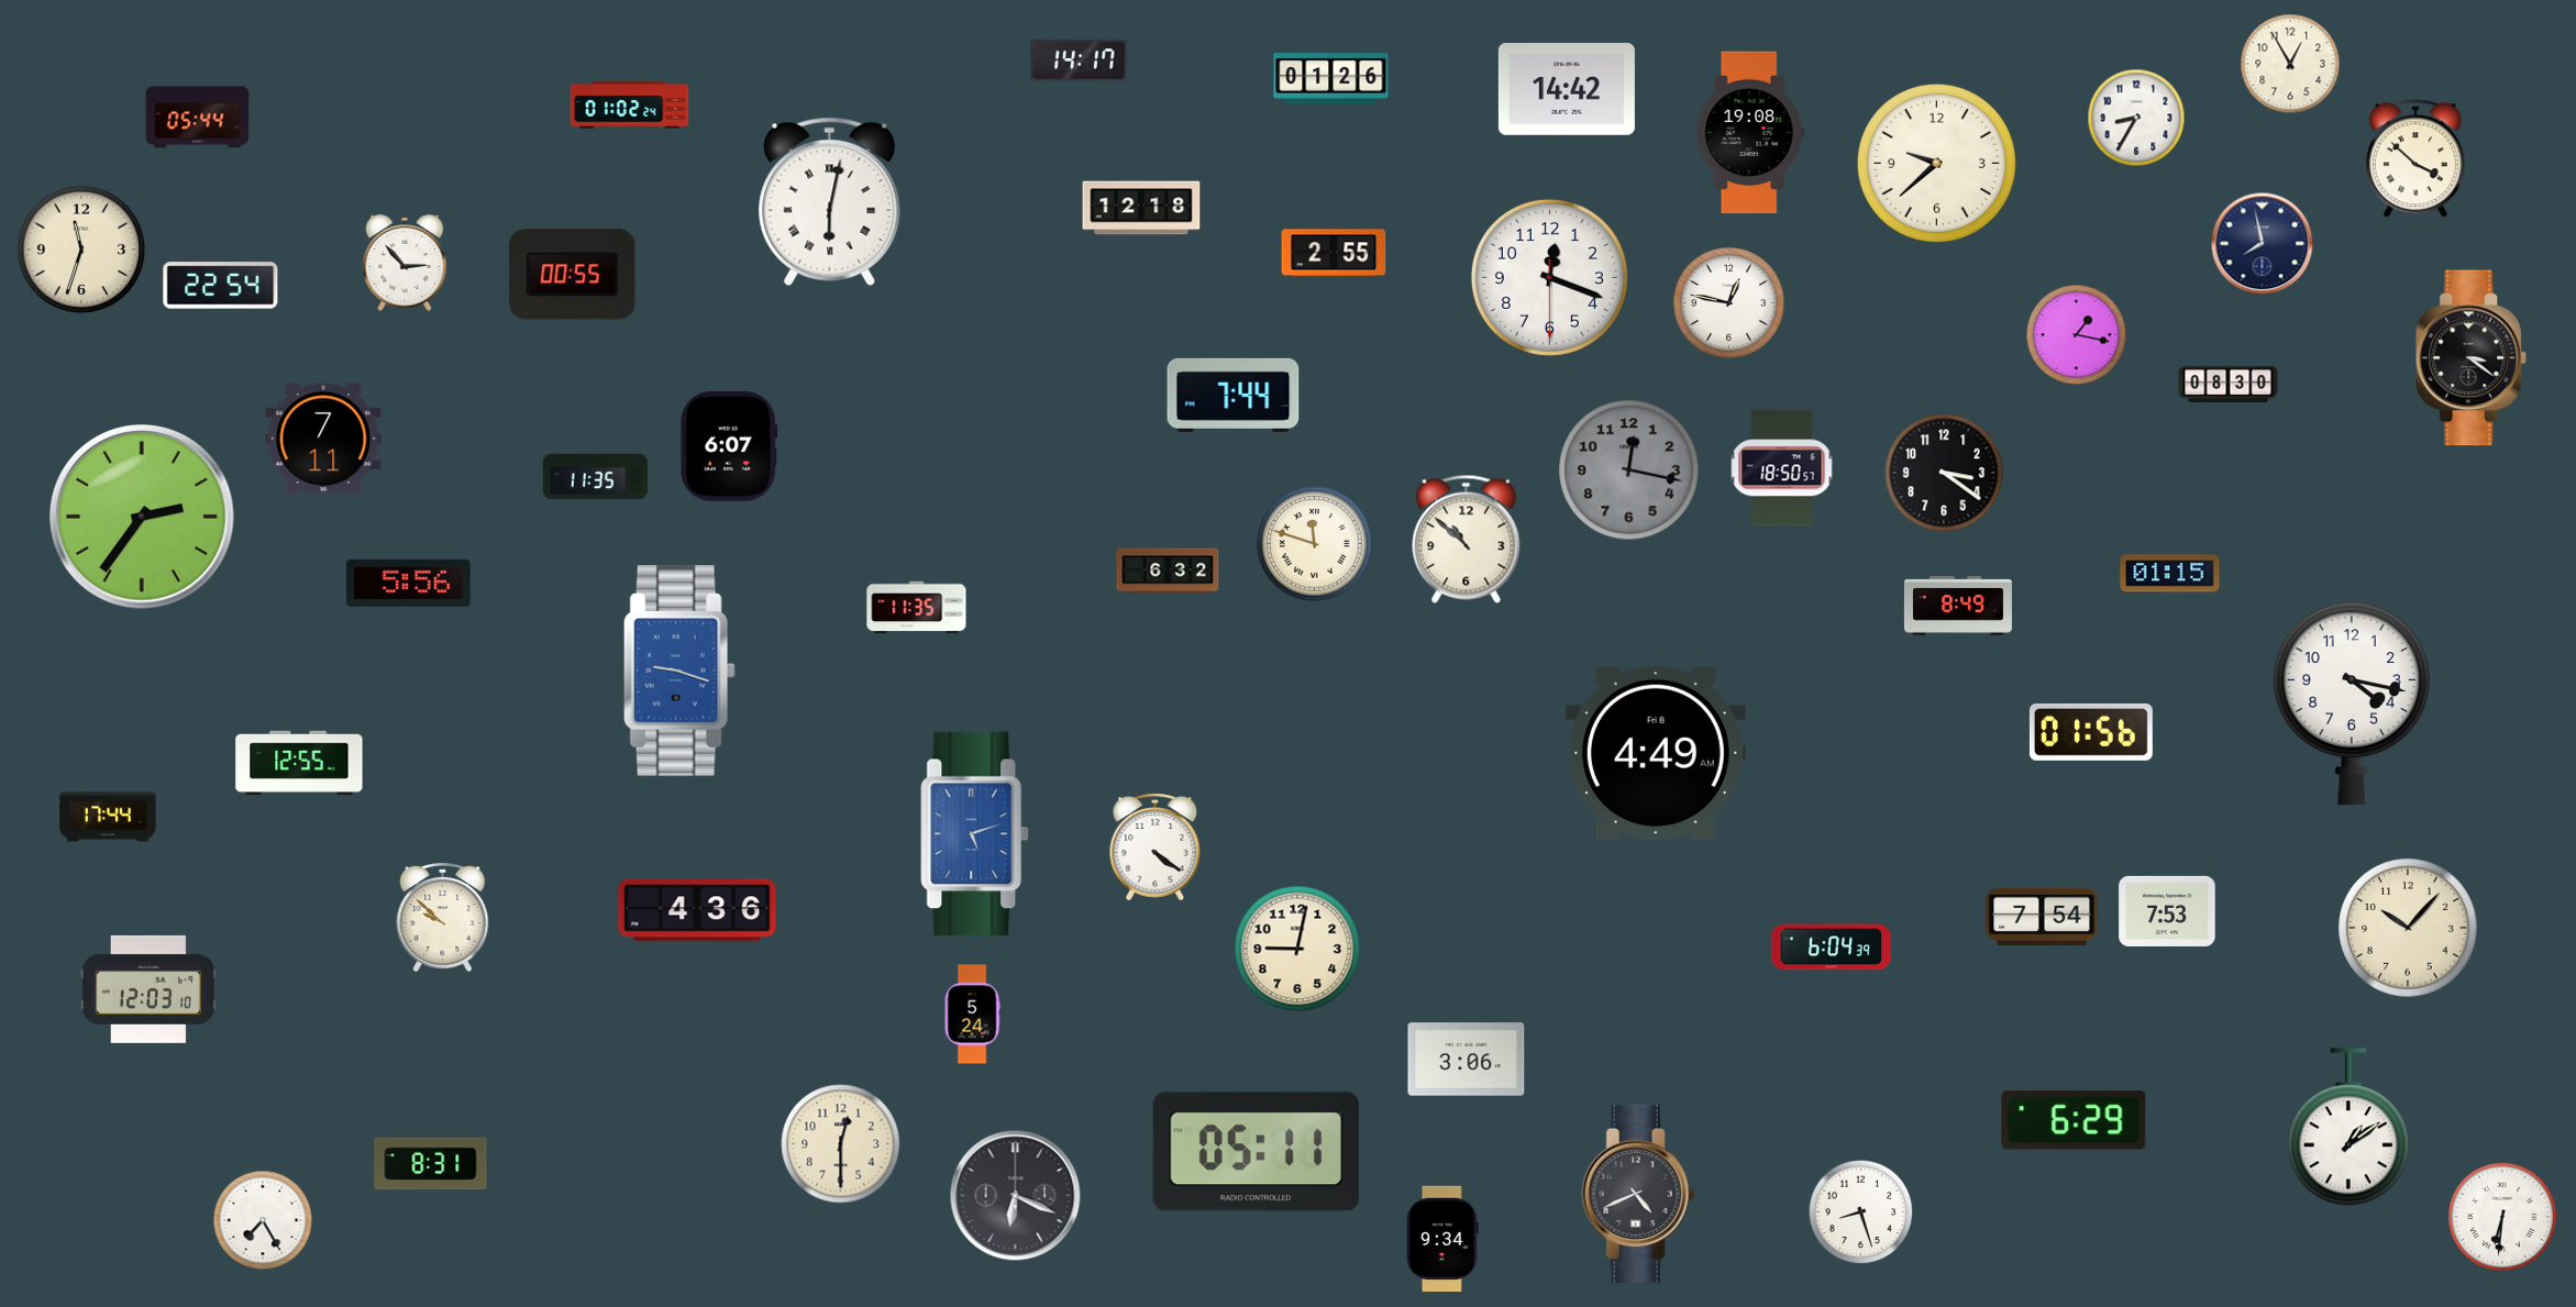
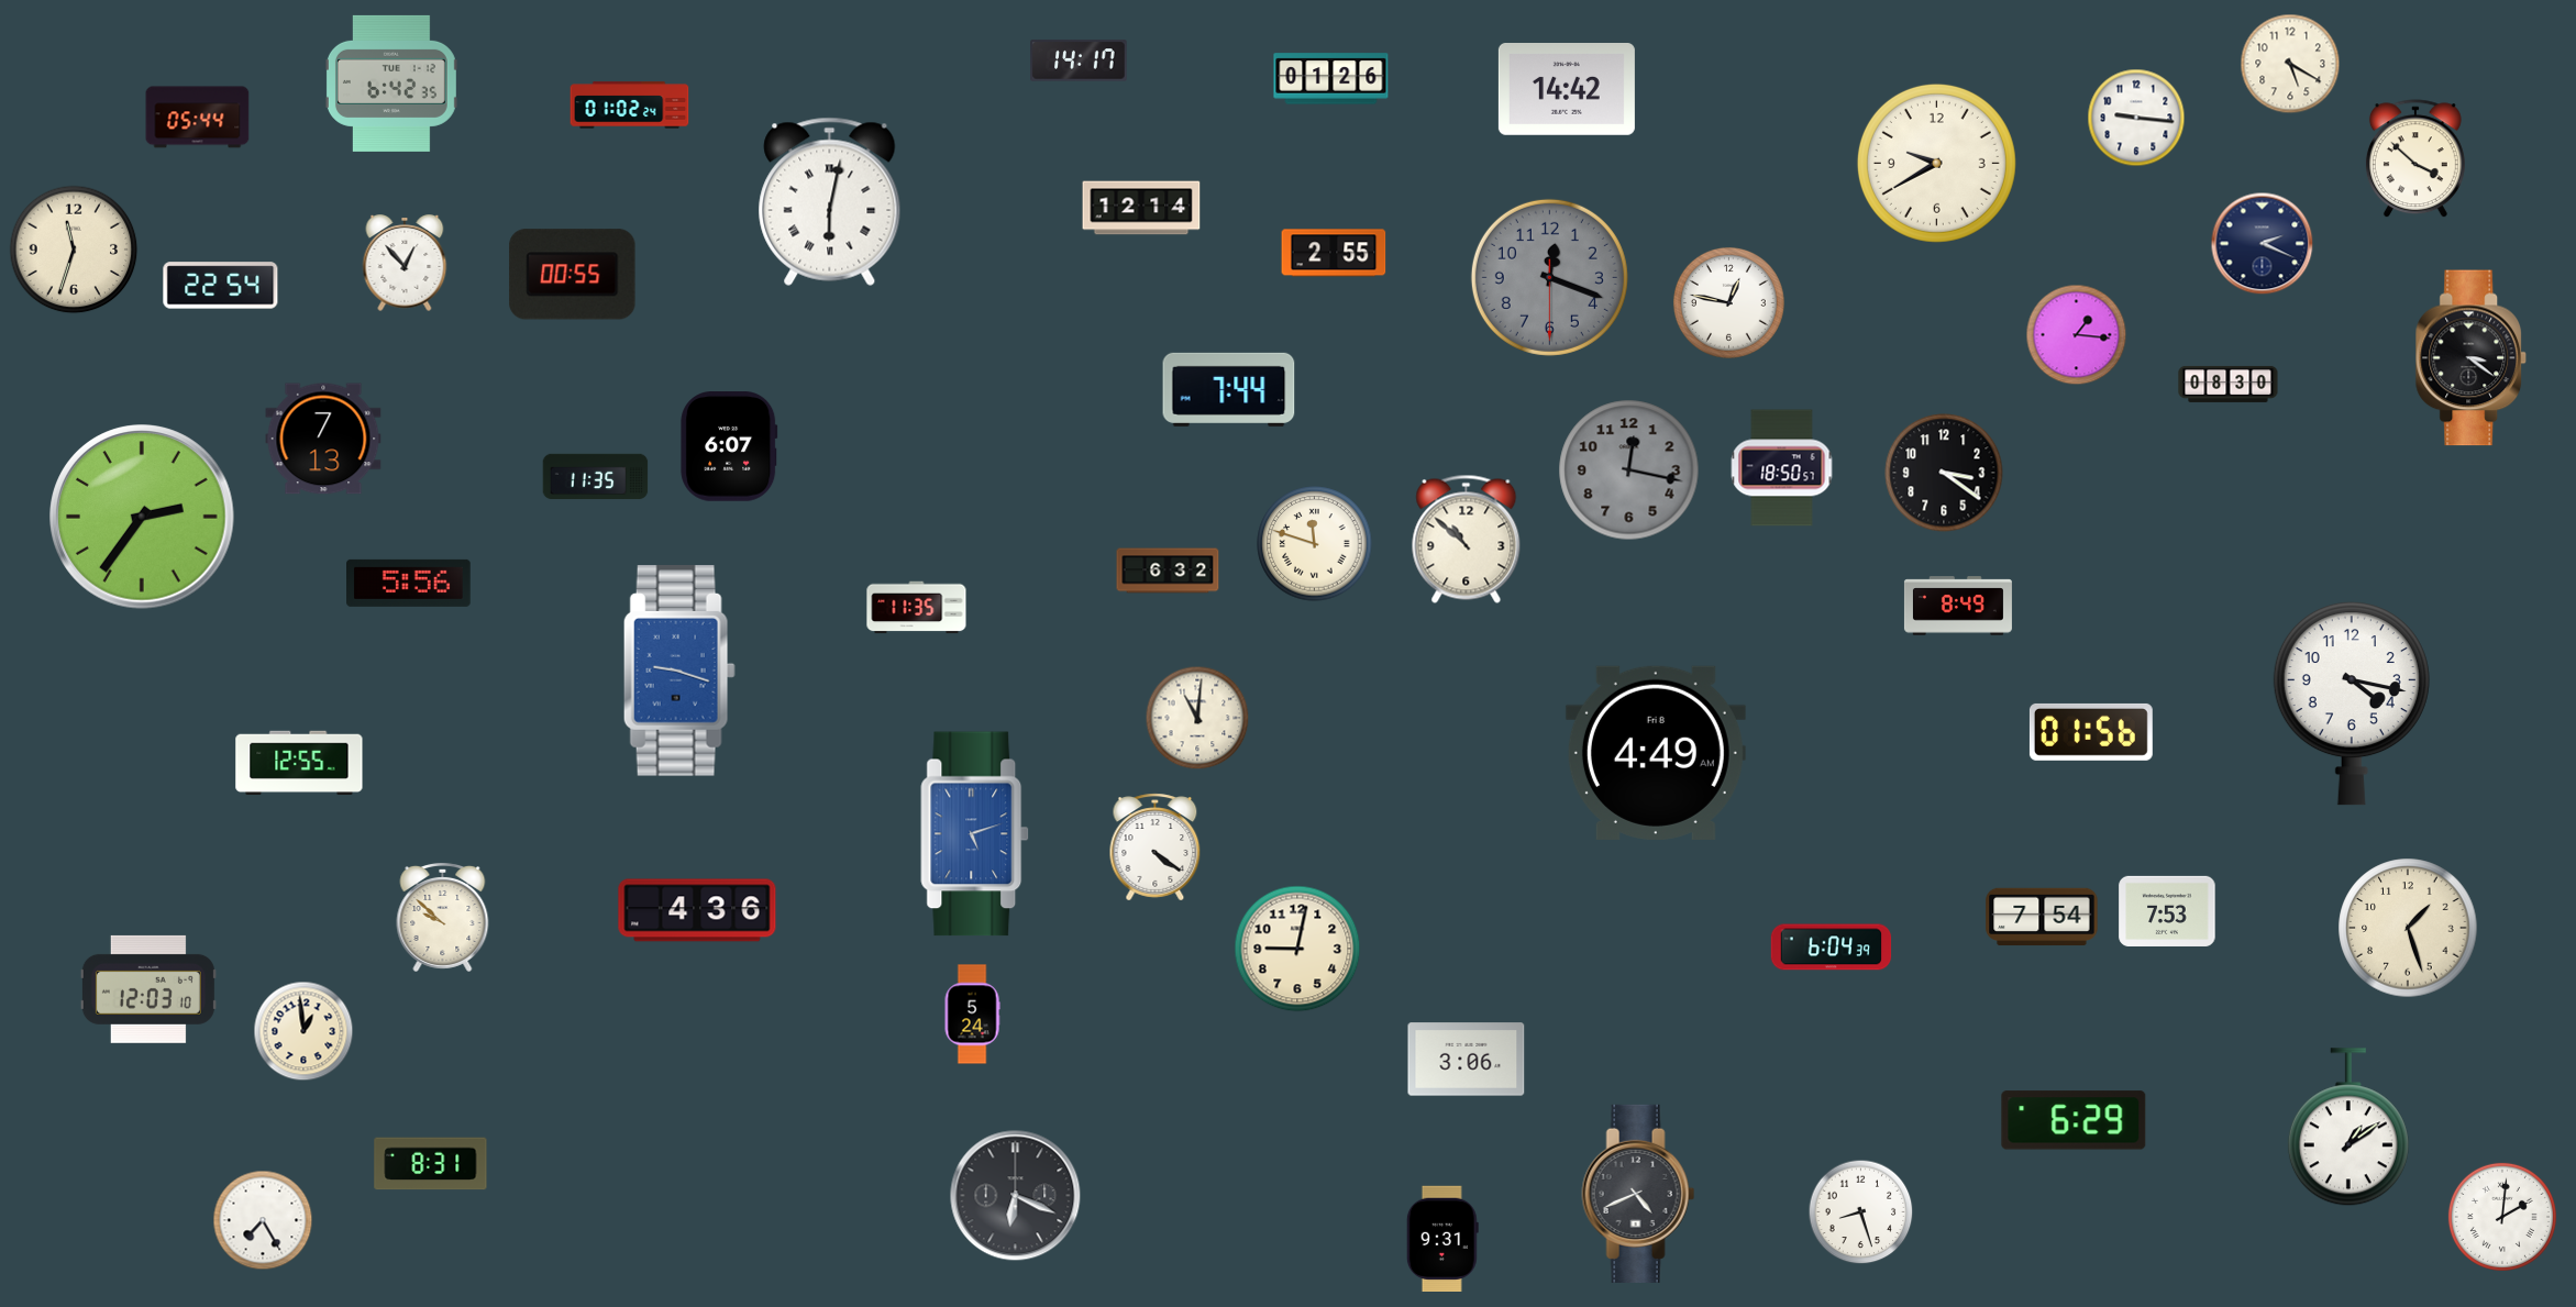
clock at (2290, 64): 12:55 -> 5:20
clock at (391, 84): none -> 6:42
clock at (2136, 118): 8:35 -> 9:16
clock at (1749, 133): 19:08 -> none
clock at (1936, 163): 9:38 -> 9:40
clock at (1141, 208): 12:18 -> 12:14
clock at (2263, 244): 7:58 -> 2:19
clock at (81, 250) position: (81, 250) -> (74, 250)
clock at (405, 263): 2:53 -> 12:53
clock at (1549, 277) dial: white -> grey
clock at (2077, 335): 1:17 -> 1:16
clock at (1234, 395) position: (1234, 395) -> (1229, 389)
clock at (323, 439): 7:11 -> 7:13
clock at (2170, 574): 01:15 -> none
clock at (1197, 718): none -> 11:01
clock at (108, 817): 17:44 -> none
clock at (2408, 928): 10:07 -> 1:27
clock at (303, 1031): none -> 12:59
clock at (841, 1144): 12:30 -> none
clock at (1256, 1152): 05:11 -> none
clock at (2502, 1217): 6:31 -> 2:01
clock at (1442, 1238): 9:34 -> 9:31
